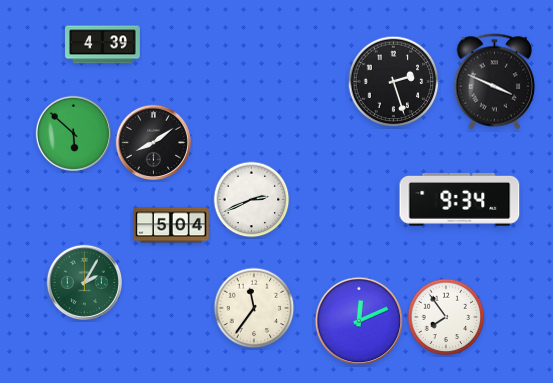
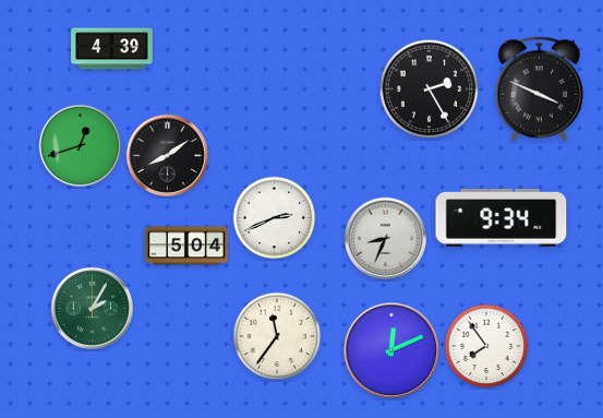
clock at (394, 82): 2:27 -> 2:25
clock at (73, 133): 5:52 -> 12:42
clock at (385, 238): none -> 8:34
